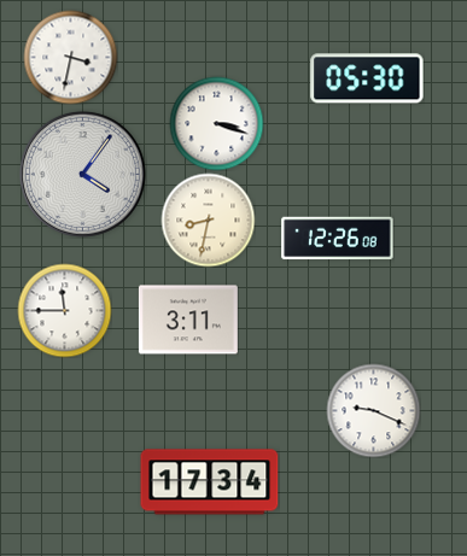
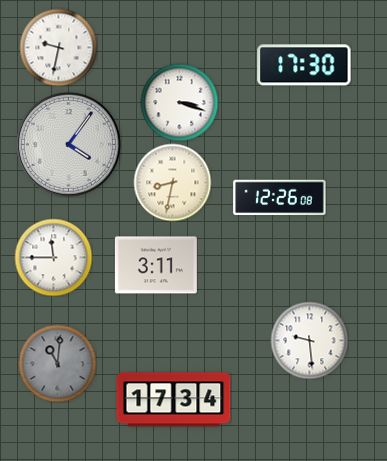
clock at (70, 57): 3:32 -> 9:32
clock at (367, 78): 05:30 -> 17:30
clock at (373, 410): 9:19 -> 9:29
clock at (57, 363): none -> 11:01
